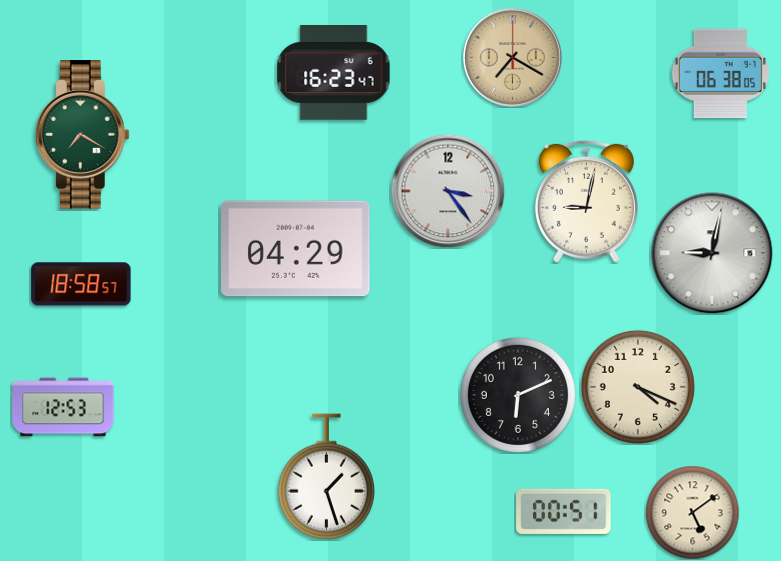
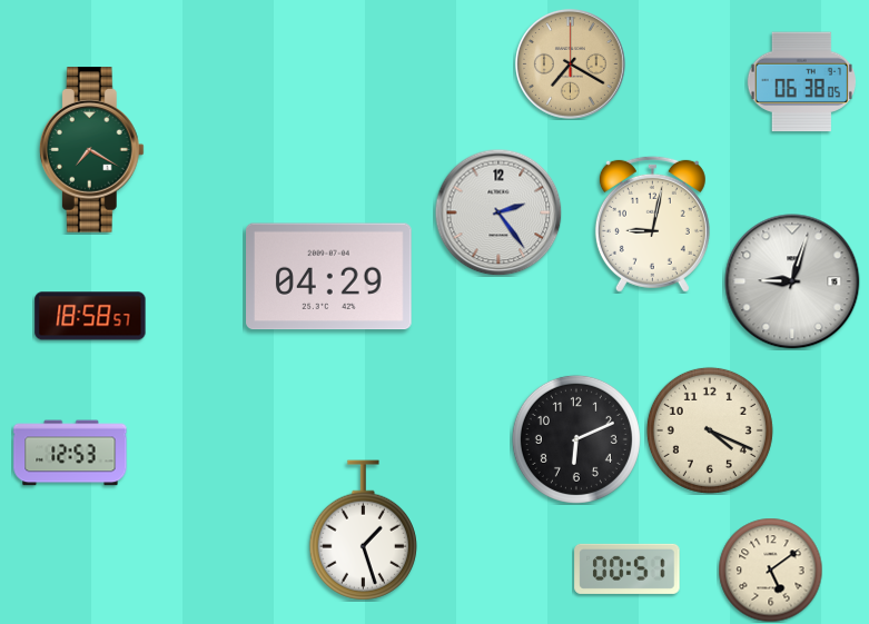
clock at (334, 73): 16:23 -> none
clock at (448, 191): 3:24 -> 2:24
clock at (712, 253): 9:02 -> 9:03
